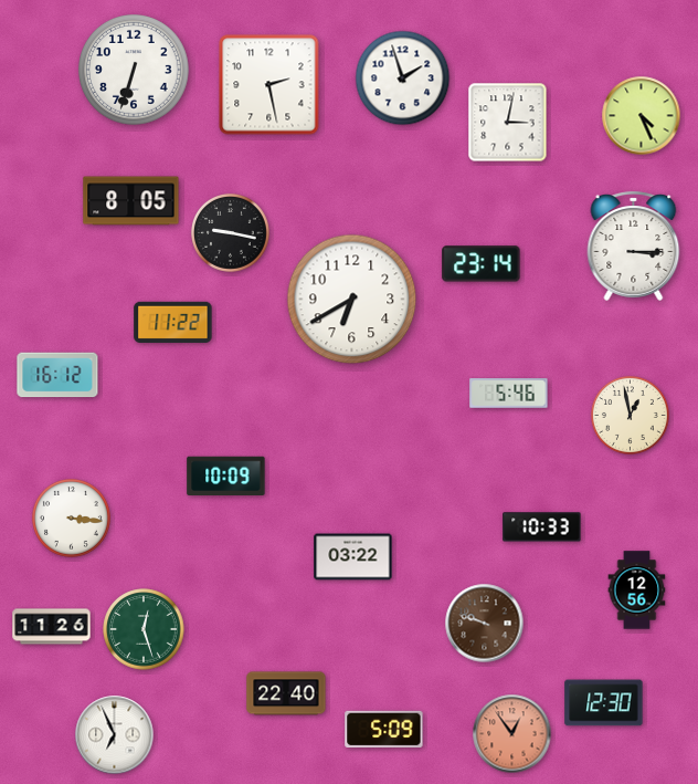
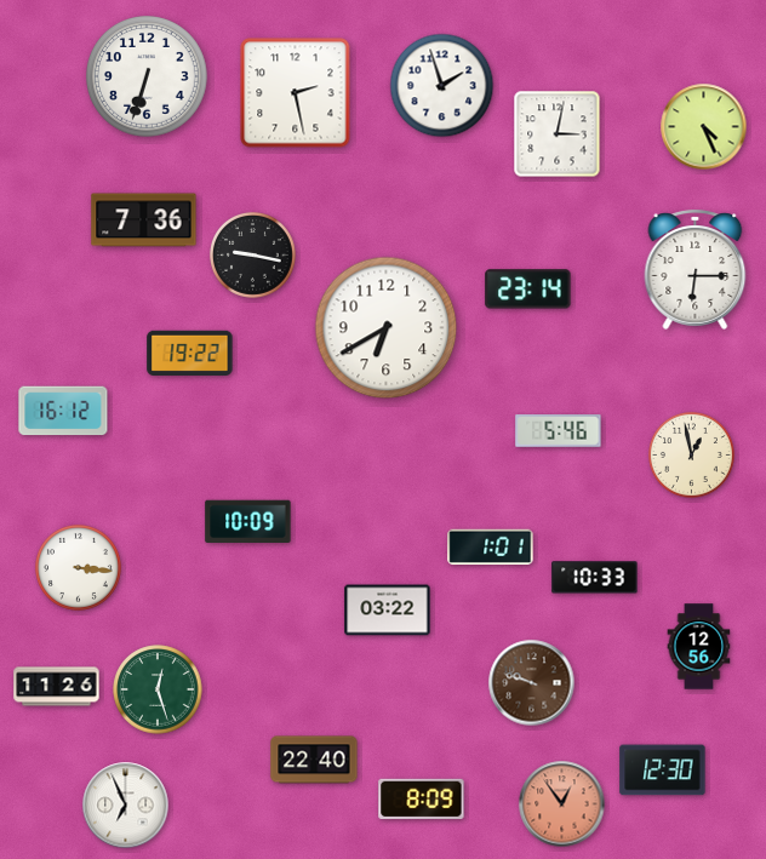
clock at (131, 201): 8:05 -> 7:36
clock at (634, 245): 3:15 -> 6:15
clock at (173, 322): 11:22 -> 19:22
clock at (491, 546): none -> 1:01
clock at (384, 729): 5:09 -> 8:09
